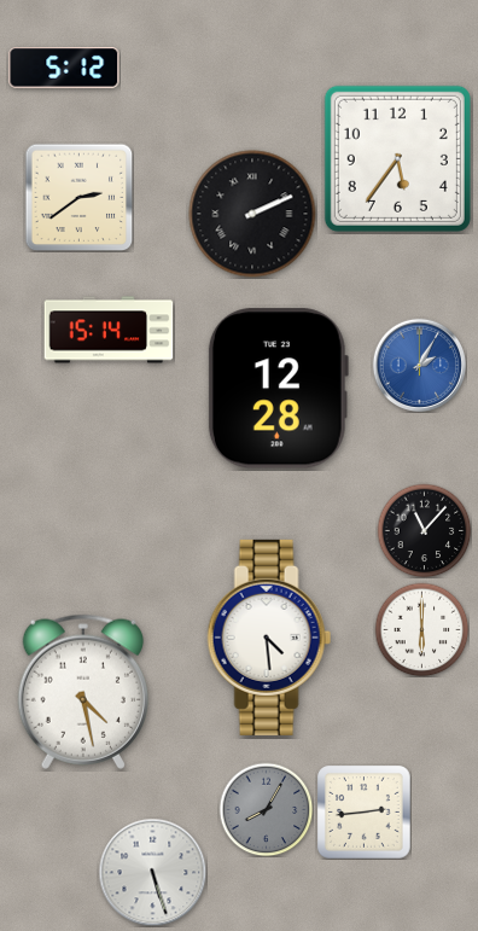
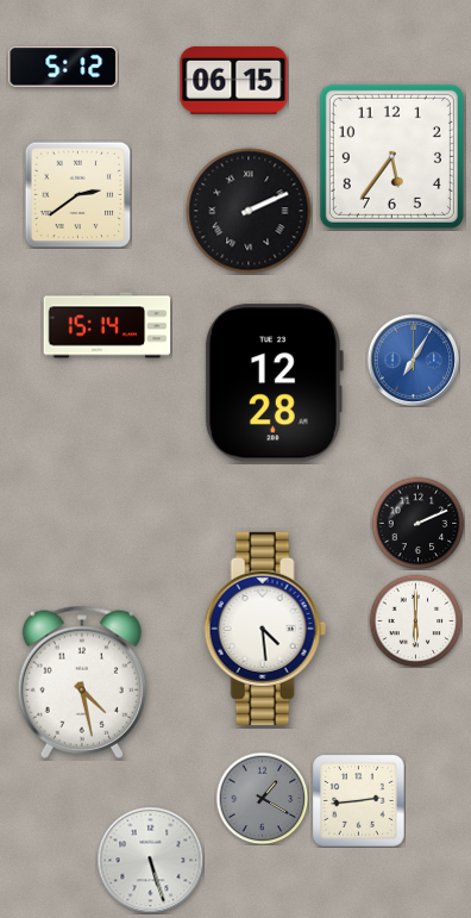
clock at (234, 80): none -> 06:15
clock at (419, 365): 2:05 -> 7:05
clock at (424, 530): 11:07 -> 2:11
clock at (266, 809): 8:05 -> 1:20
